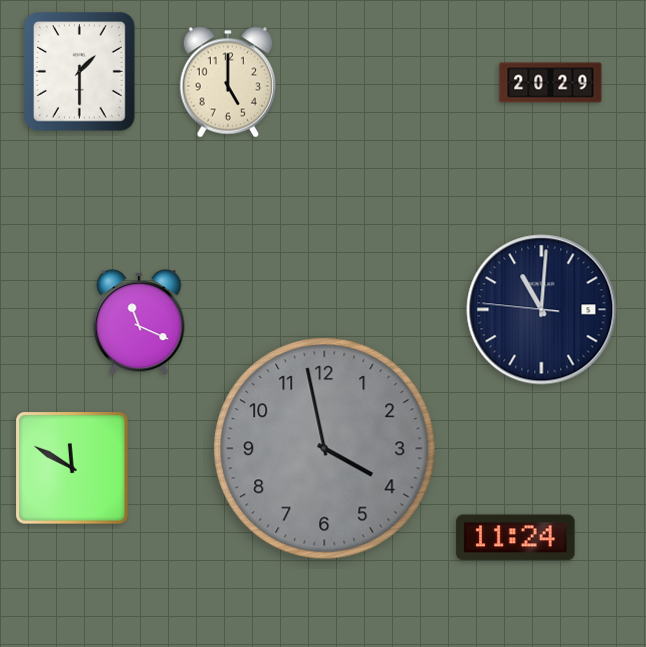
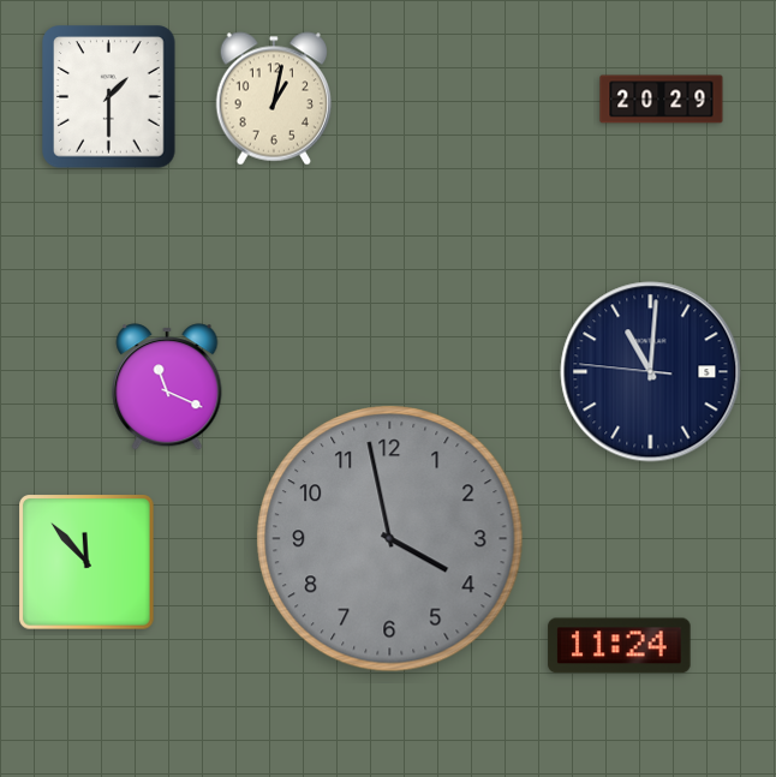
clock at (80, 72) position: (80, 72) -> (109, 97)
clock at (228, 82): 5:00 -> 1:02
clock at (72, 468): 11:50 -> 11:53
